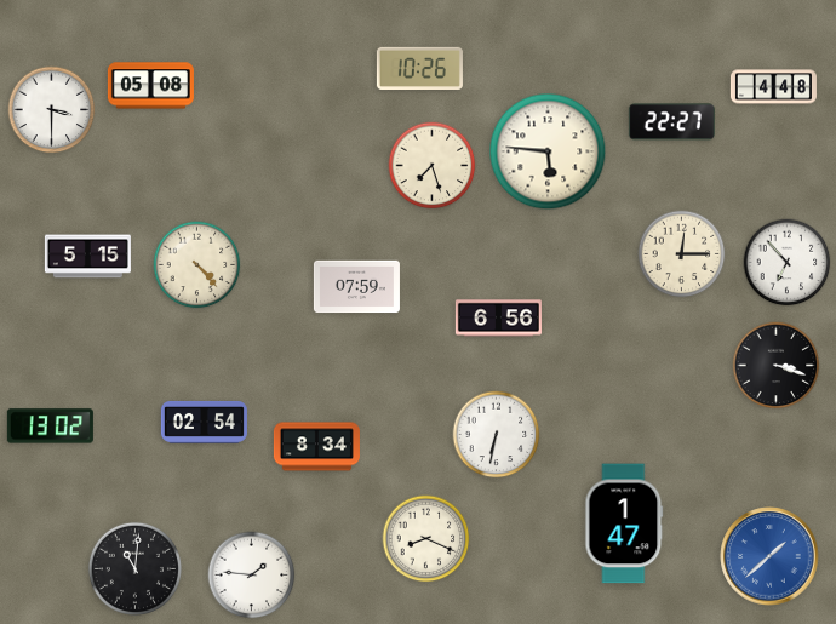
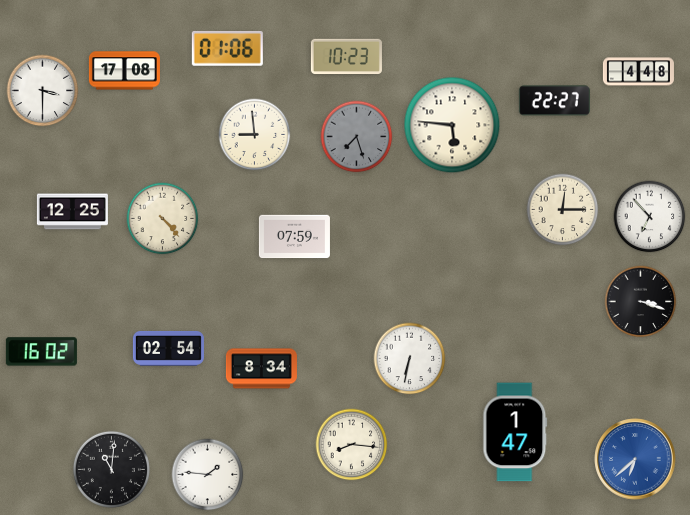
clock at (227, 49): none -> 01:06
clock at (419, 68): 10:26 -> 10:23
clock at (150, 86): 05:08 -> 17:08
clock at (255, 135): none -> 8:59
clock at (433, 166) dial: cream -> grey
clock at (87, 257): 5:15 -> 12:25
clock at (498, 319): 6:56 -> none
clock at (50, 427): 13:02 -> 16:02
clock at (426, 539): 8:19 -> 8:16
clock at (769, 556): 1:38 -> 6:38
